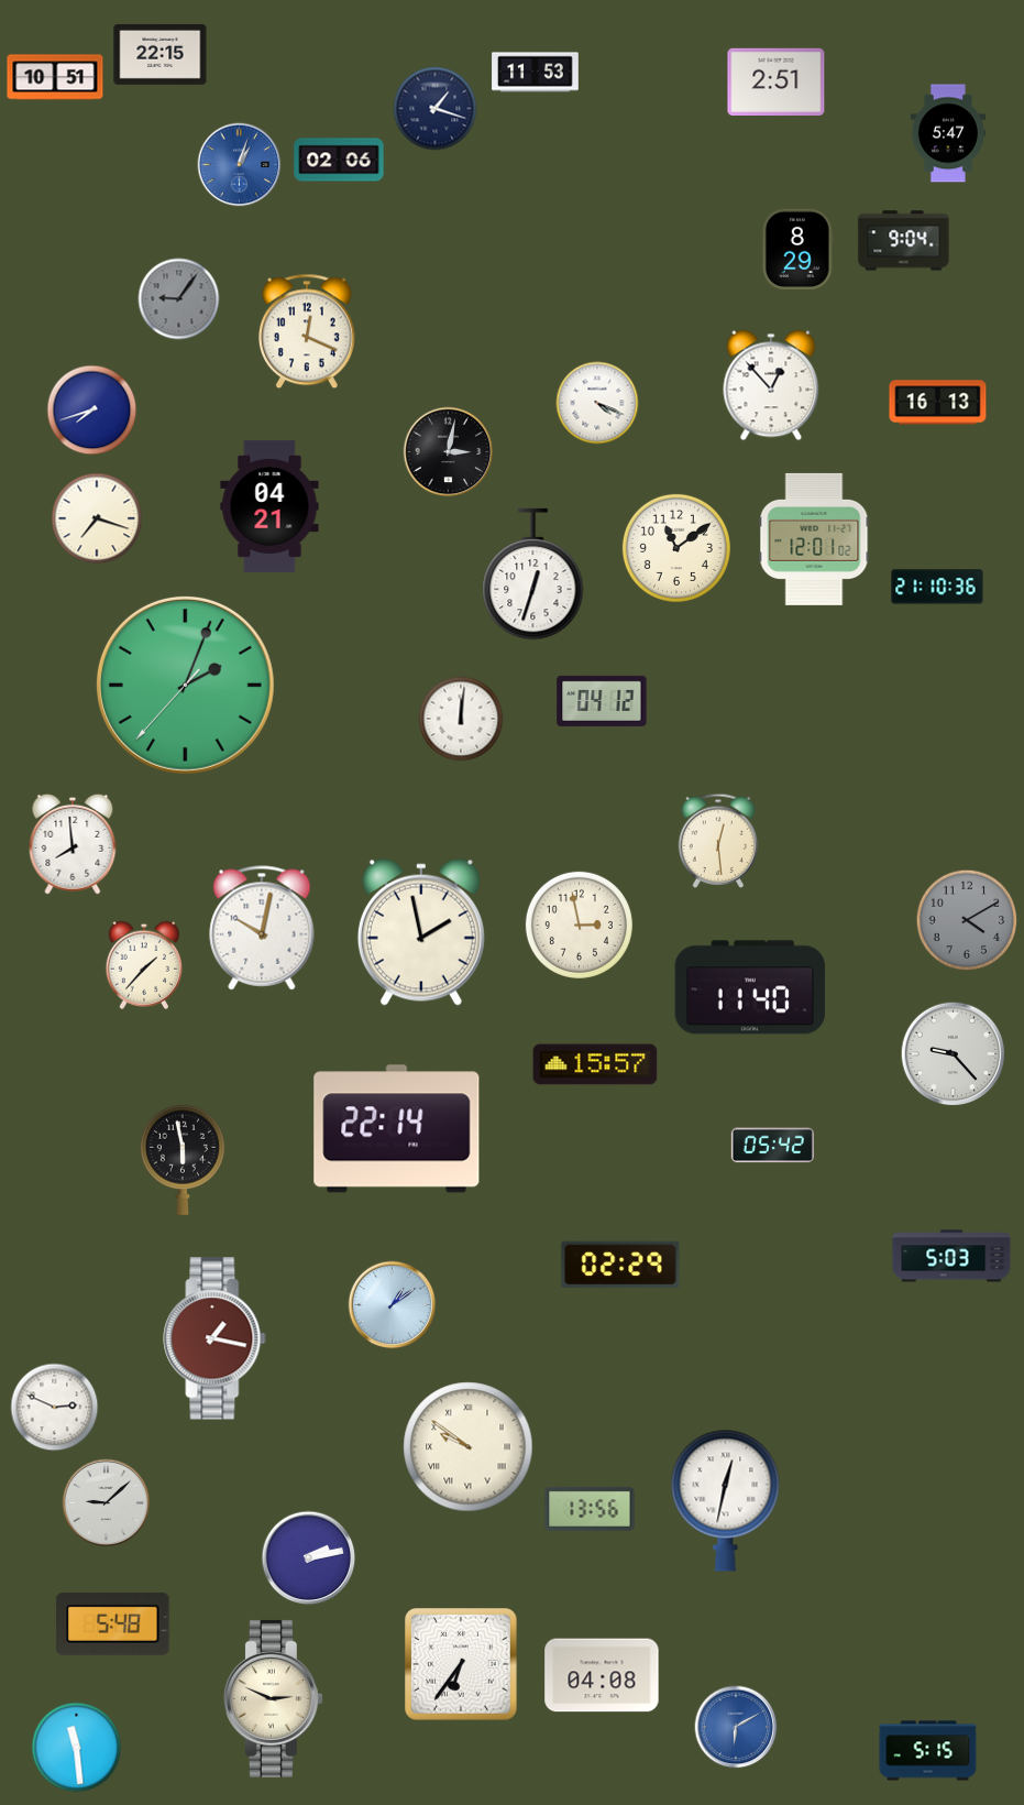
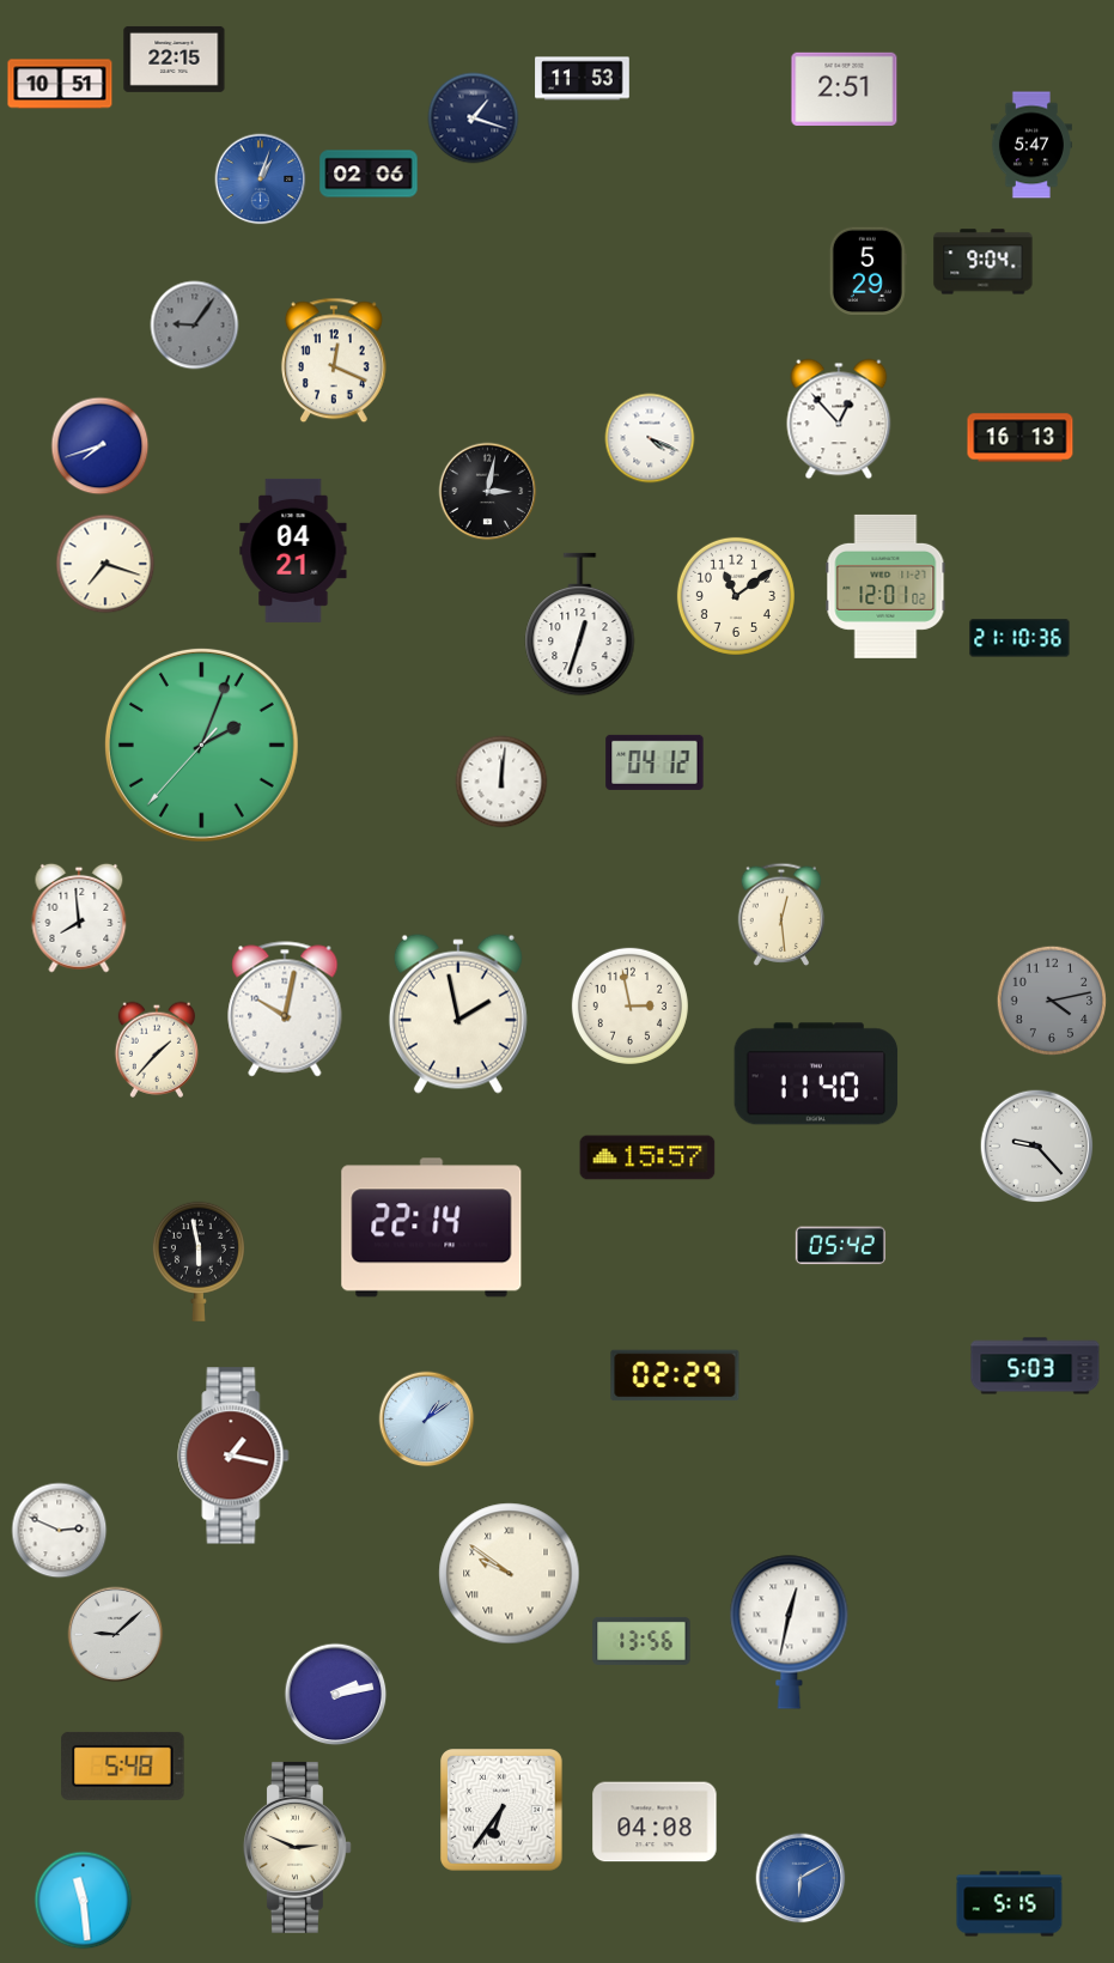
clock at (797, 250): 8:29 -> 5:29
clock at (967, 920): 4:10 -> 4:13
